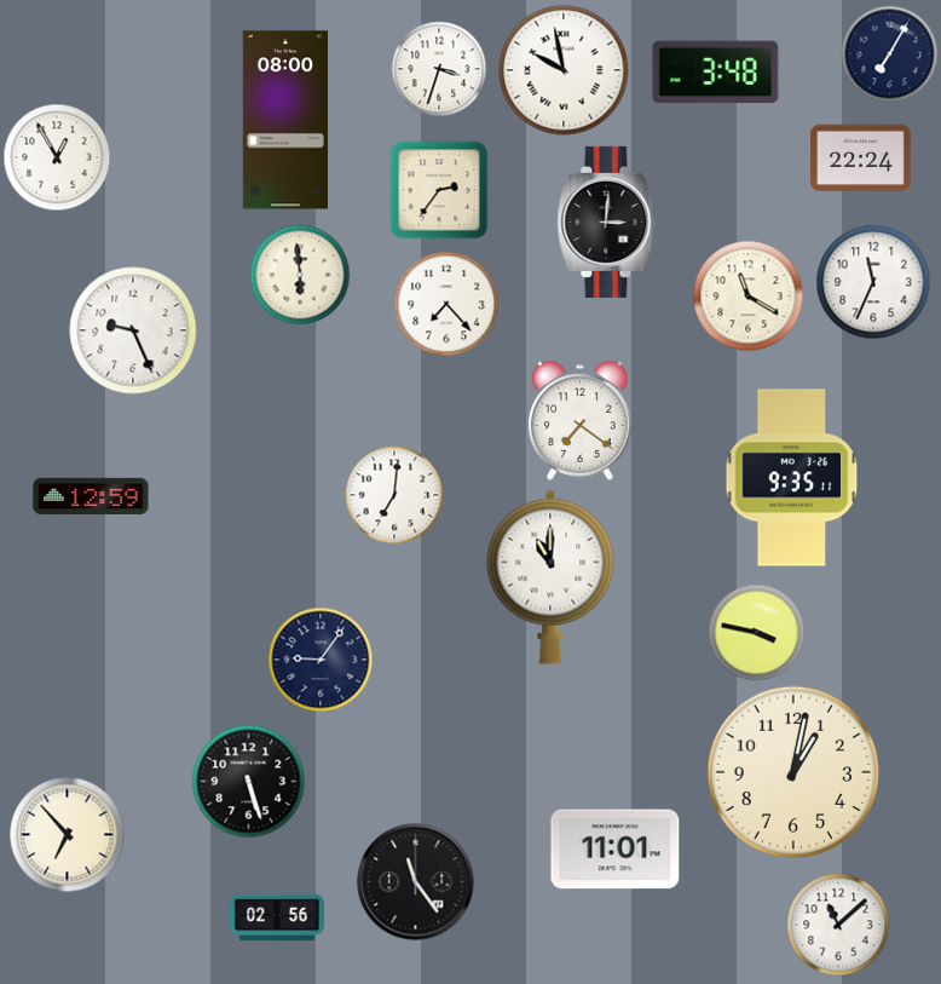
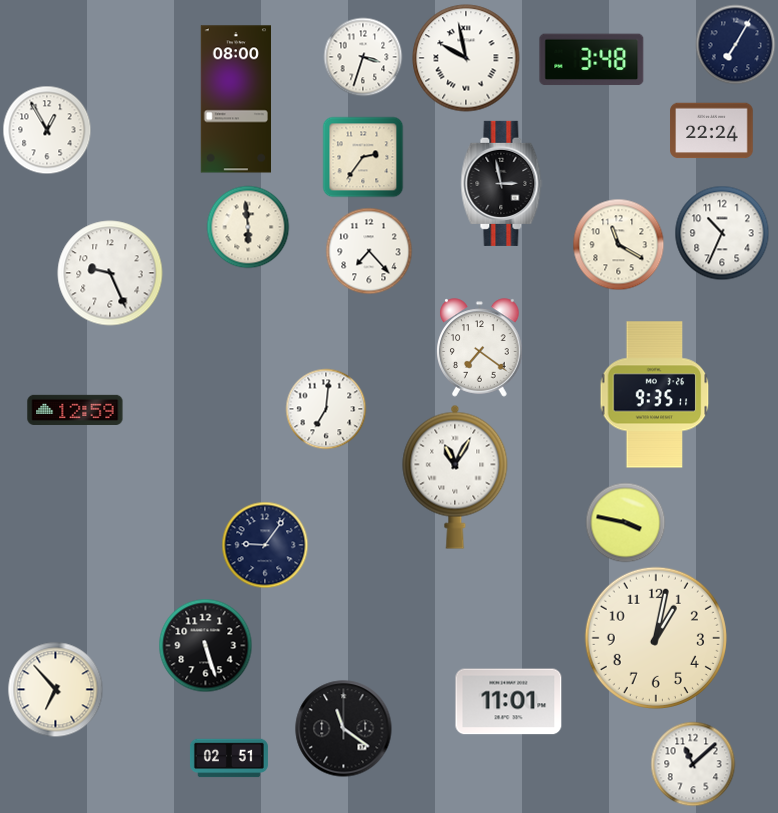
clock at (607, 221): 3:01 -> 2:58
clock at (873, 282): 11:34 -> 10:34
clock at (550, 577): 11:00 -> 11:05
clock at (416, 882): 11:24 -> 11:21
clock at (277, 917): 02:56 -> 02:51
